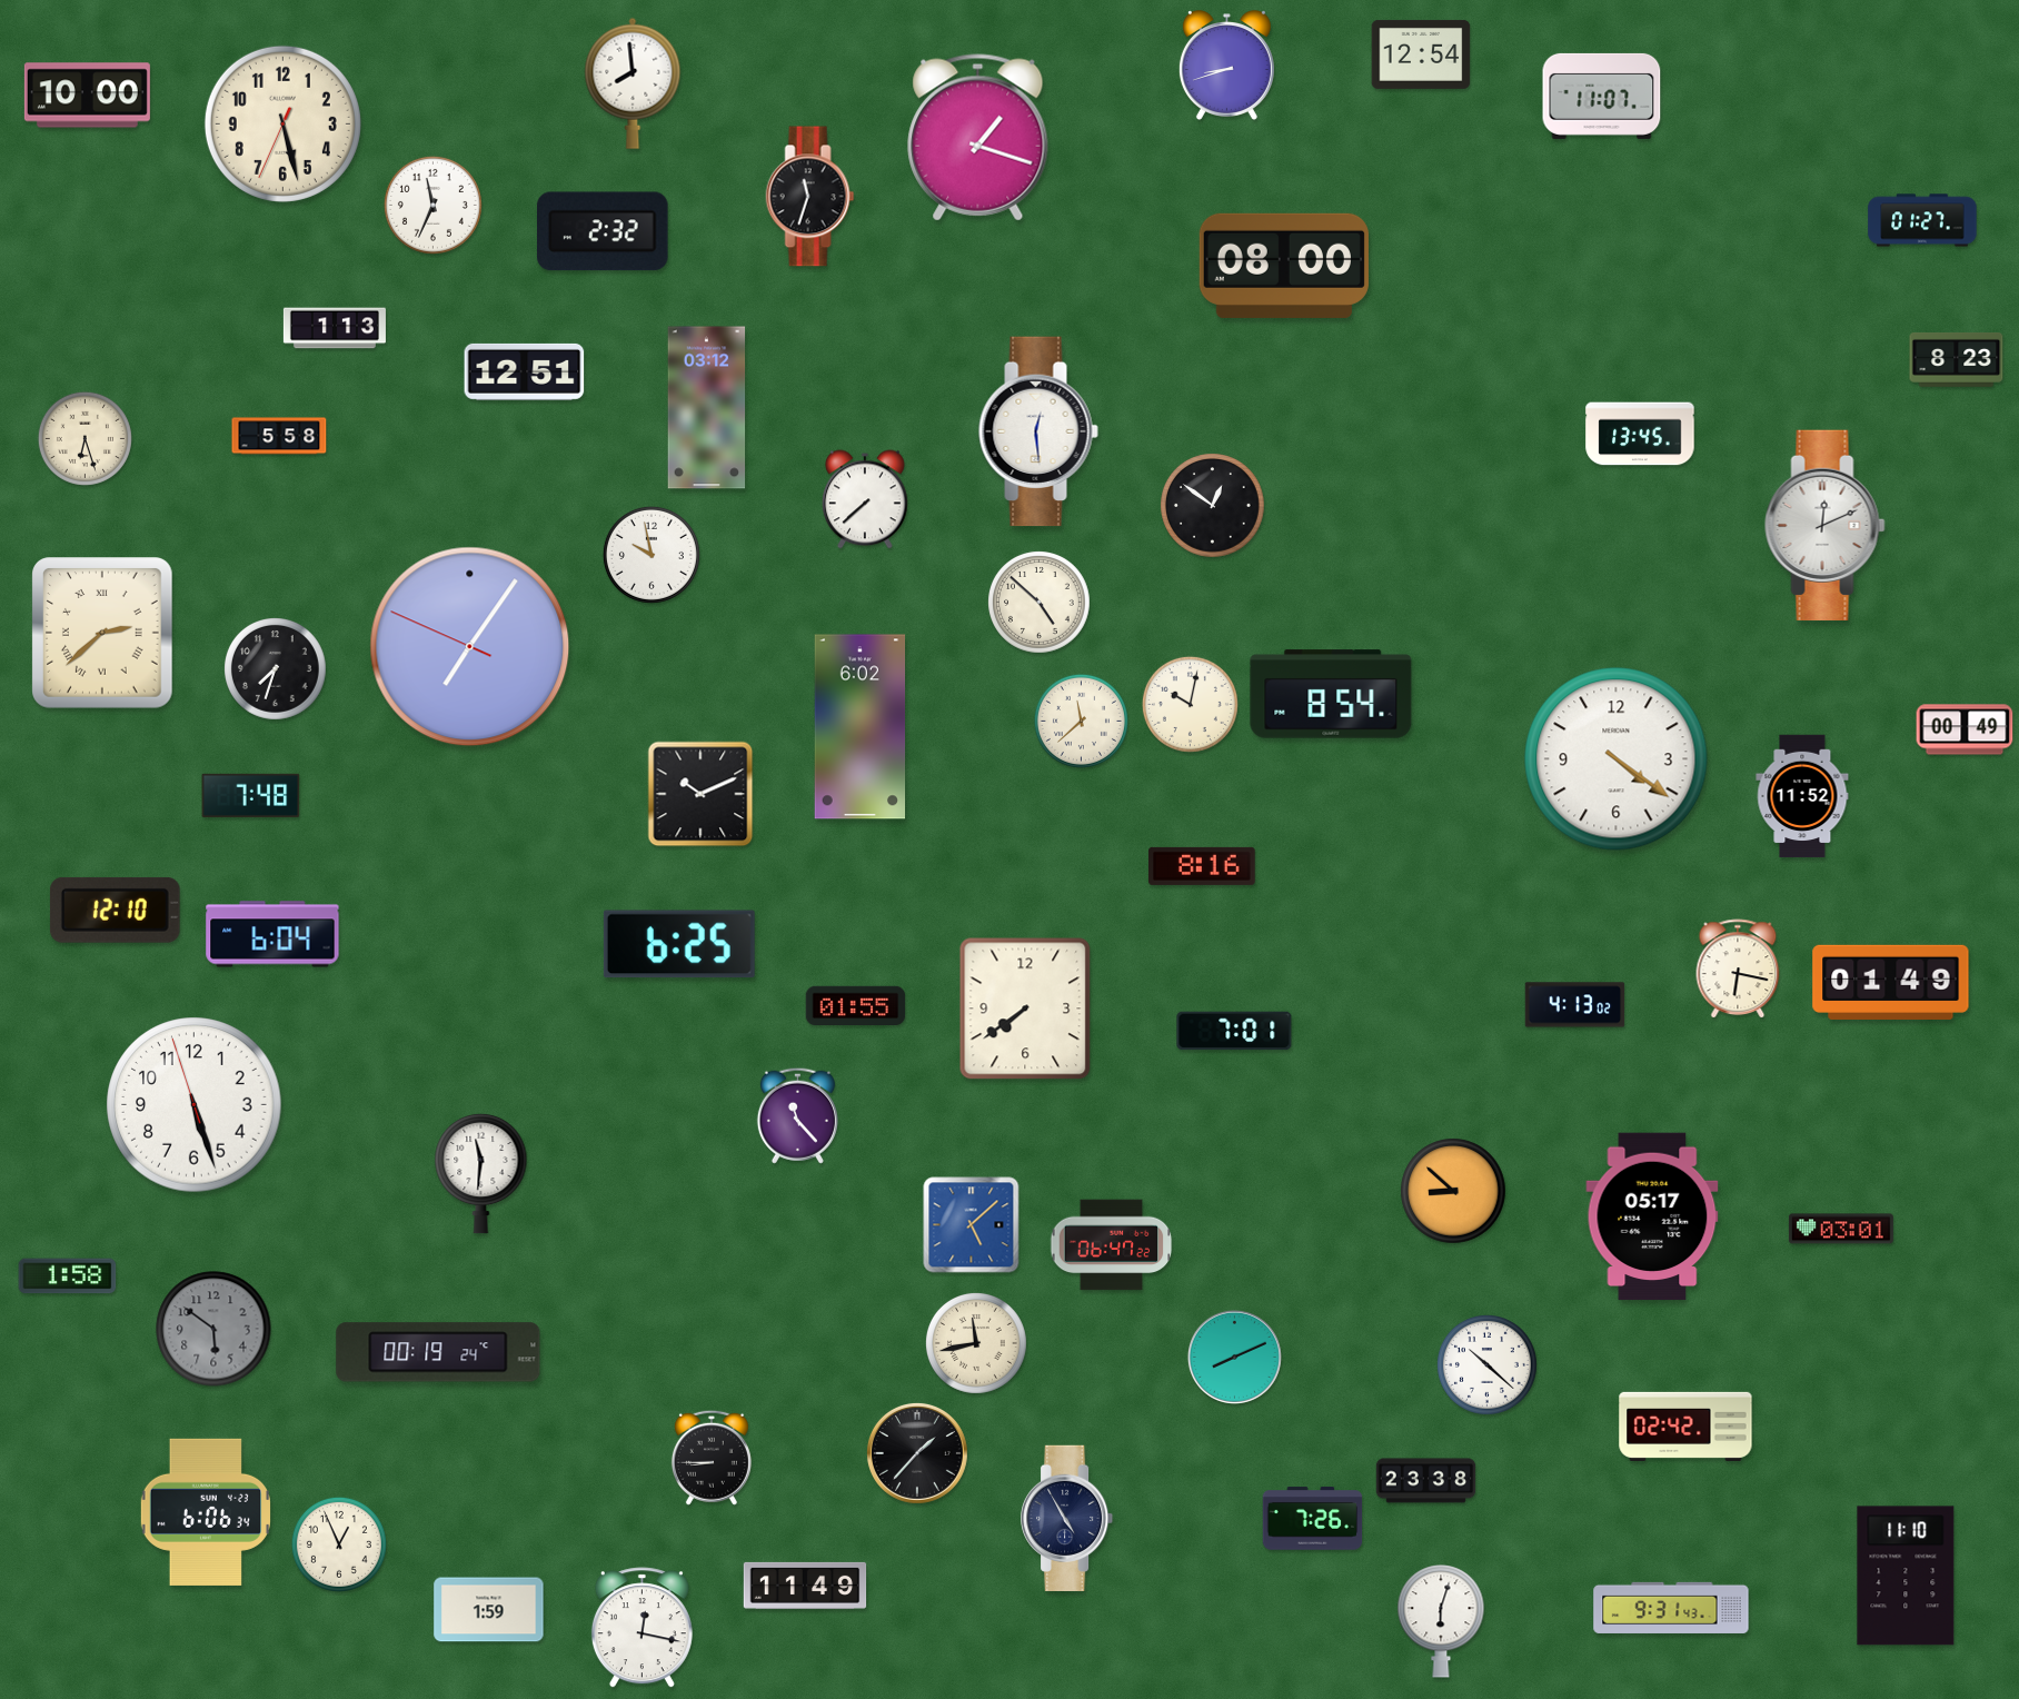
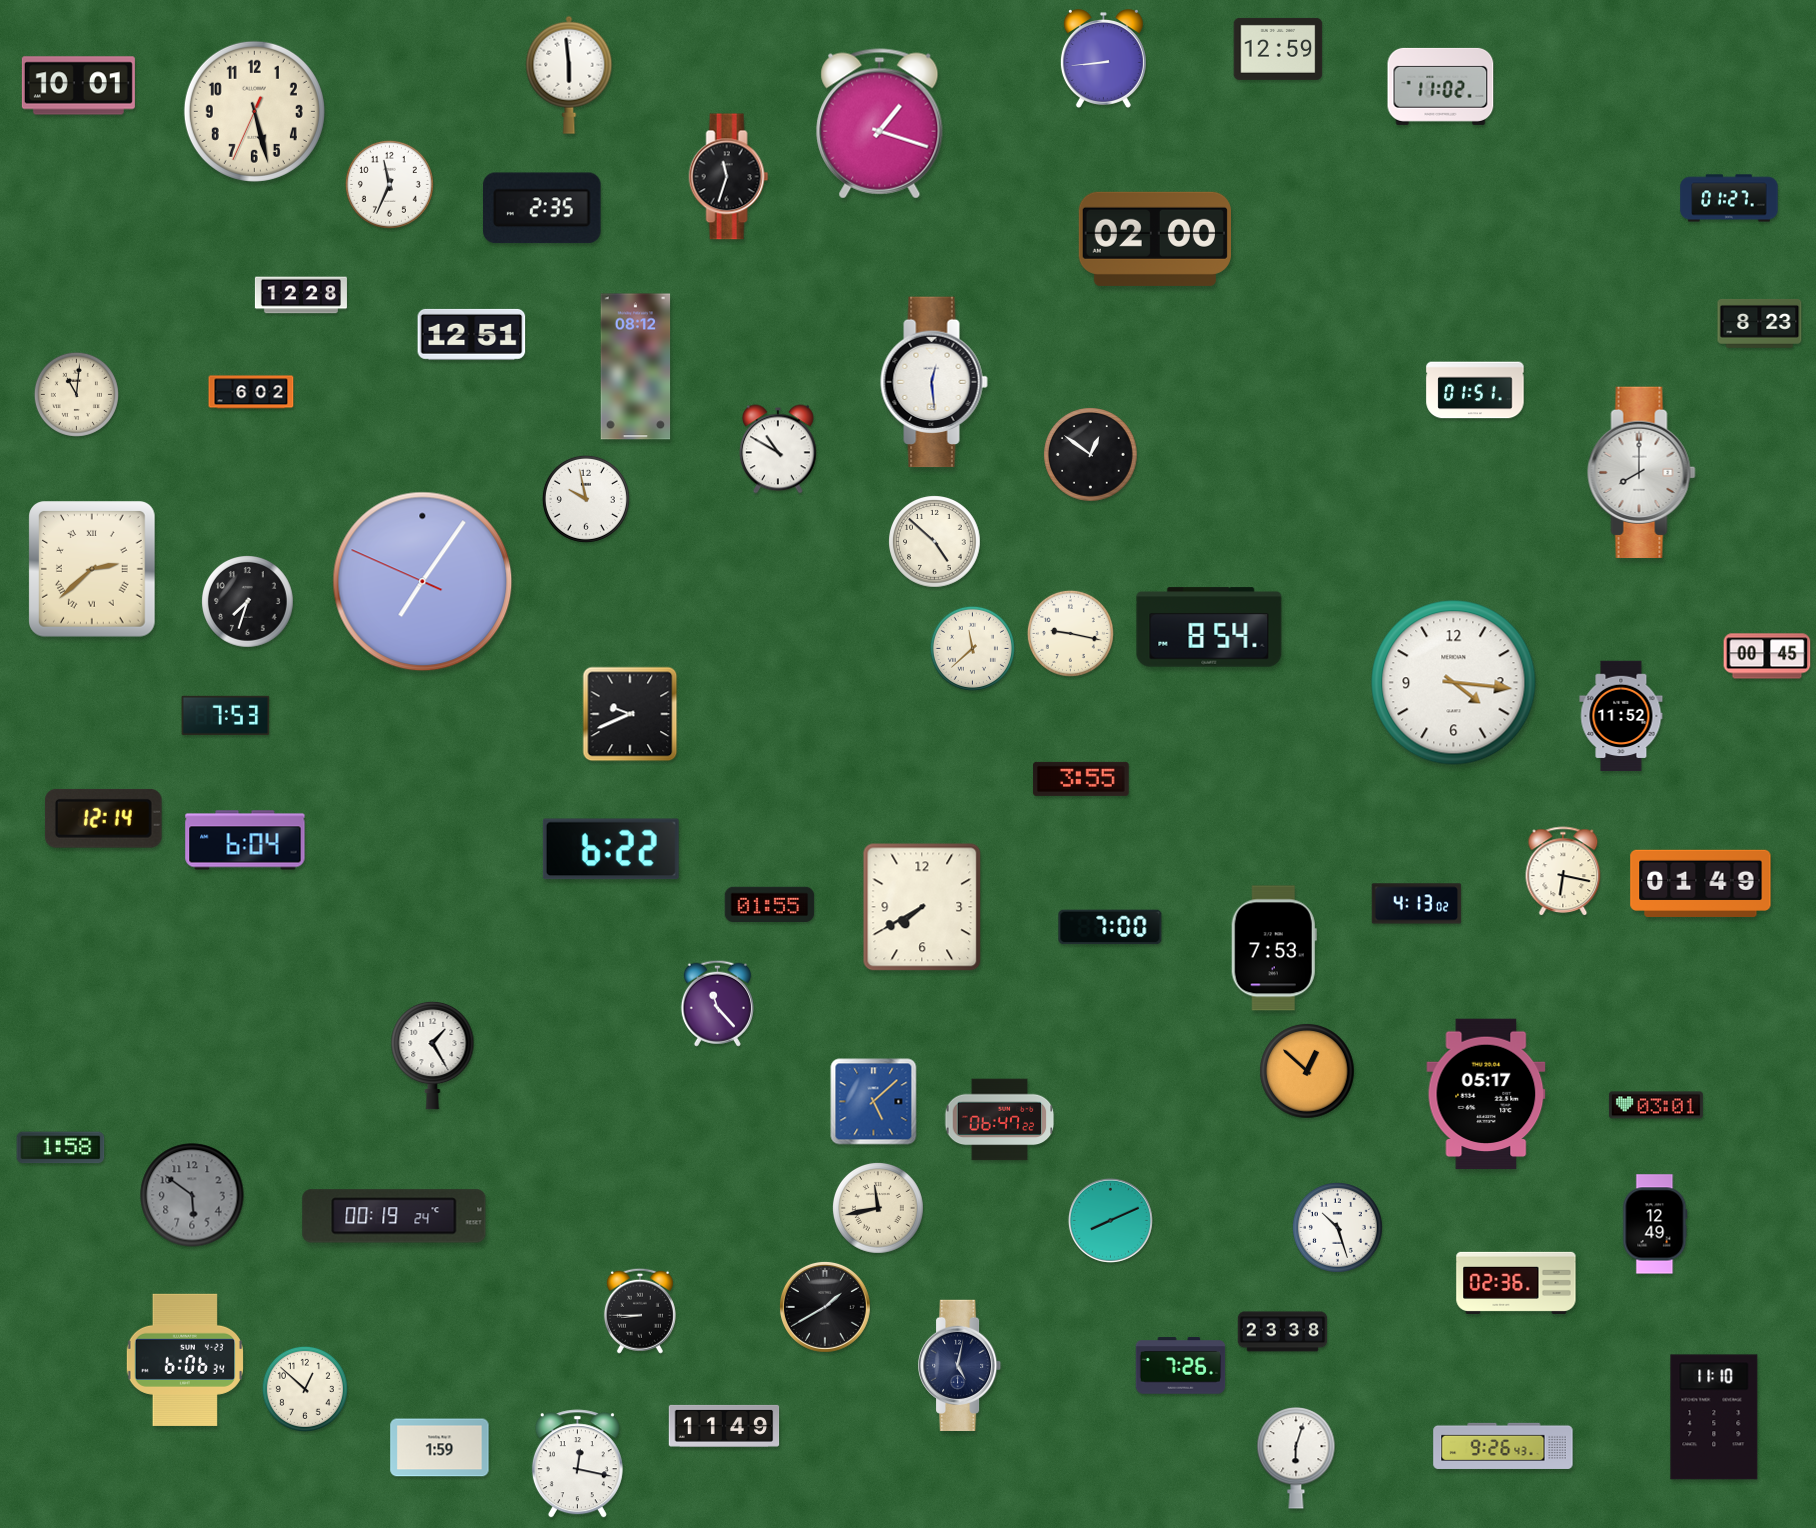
clock at (1421, 54): 12:54 -> 12:59
clock at (1226, 66): 8:42 -> 8:44
clock at (633, 83): 7:59 -> 5:59
clock at (87, 96): 10:00 -> 10:01
clock at (1602, 96): 11:07 -> 11:02
clock at (604, 231): 2:32 -> 2:35
clock at (1284, 266): 08:00 -> 02:00
clock at (335, 328): 1:13 -> 12:28
clock at (707, 408): 03:12 -> 08:12
clock at (1038, 431) position: (1038, 431) -> (934, 382)
clock at (1640, 434): 13:45 -> 01:51
clock at (279, 436): 5:58 -> 6:02
clock at (84, 438): 6:27 -> 11:01
clock at (865, 499): 7:38 -> 10:50
clock at (1826, 525): 12:11 -> 8:00
clock at (1331, 694) position: (1331, 694) -> (1209, 627)
clock at (1190, 704): 10:02 -> 9:17
clock at (861, 727): 6:02 -> none
clock at (1965, 729): 00:49 -> 00:45
clock at (1617, 759): 4:21 -> 4:16
clock at (700, 794): 10:11 -> 9:41
clock at (251, 795): 7:48 -> 7:53
clock at (1202, 866): 8:16 -> 3:55
clock at (115, 910): 12:10 -> 12:14
clock at (679, 944): 6:25 -> 6:22
clock at (1025, 1009): 7:39 -> 7:40
clock at (1234, 1031): 7:01 -> 7:00
clock at (1274, 948): none -> 7:53
clock at (195, 1105): 5:26 -> none
clock at (481, 1173): 11:31 -> 1:25
clock at (1453, 1191): 8:52 -> 12:52
clock at (1655, 1224): none -> 12:49
clock at (1486, 1364): 10:22 -> 10:27
clock at (1685, 1427): 02:42 -> 02:36
clock at (917, 1453): 1:37 -> 1:40
clock at (1068, 1518): 4:55 -> 5:02
clock at (339, 1544): 12:56 -> 12:52
clock at (1671, 1608): 9:31 -> 9:26
